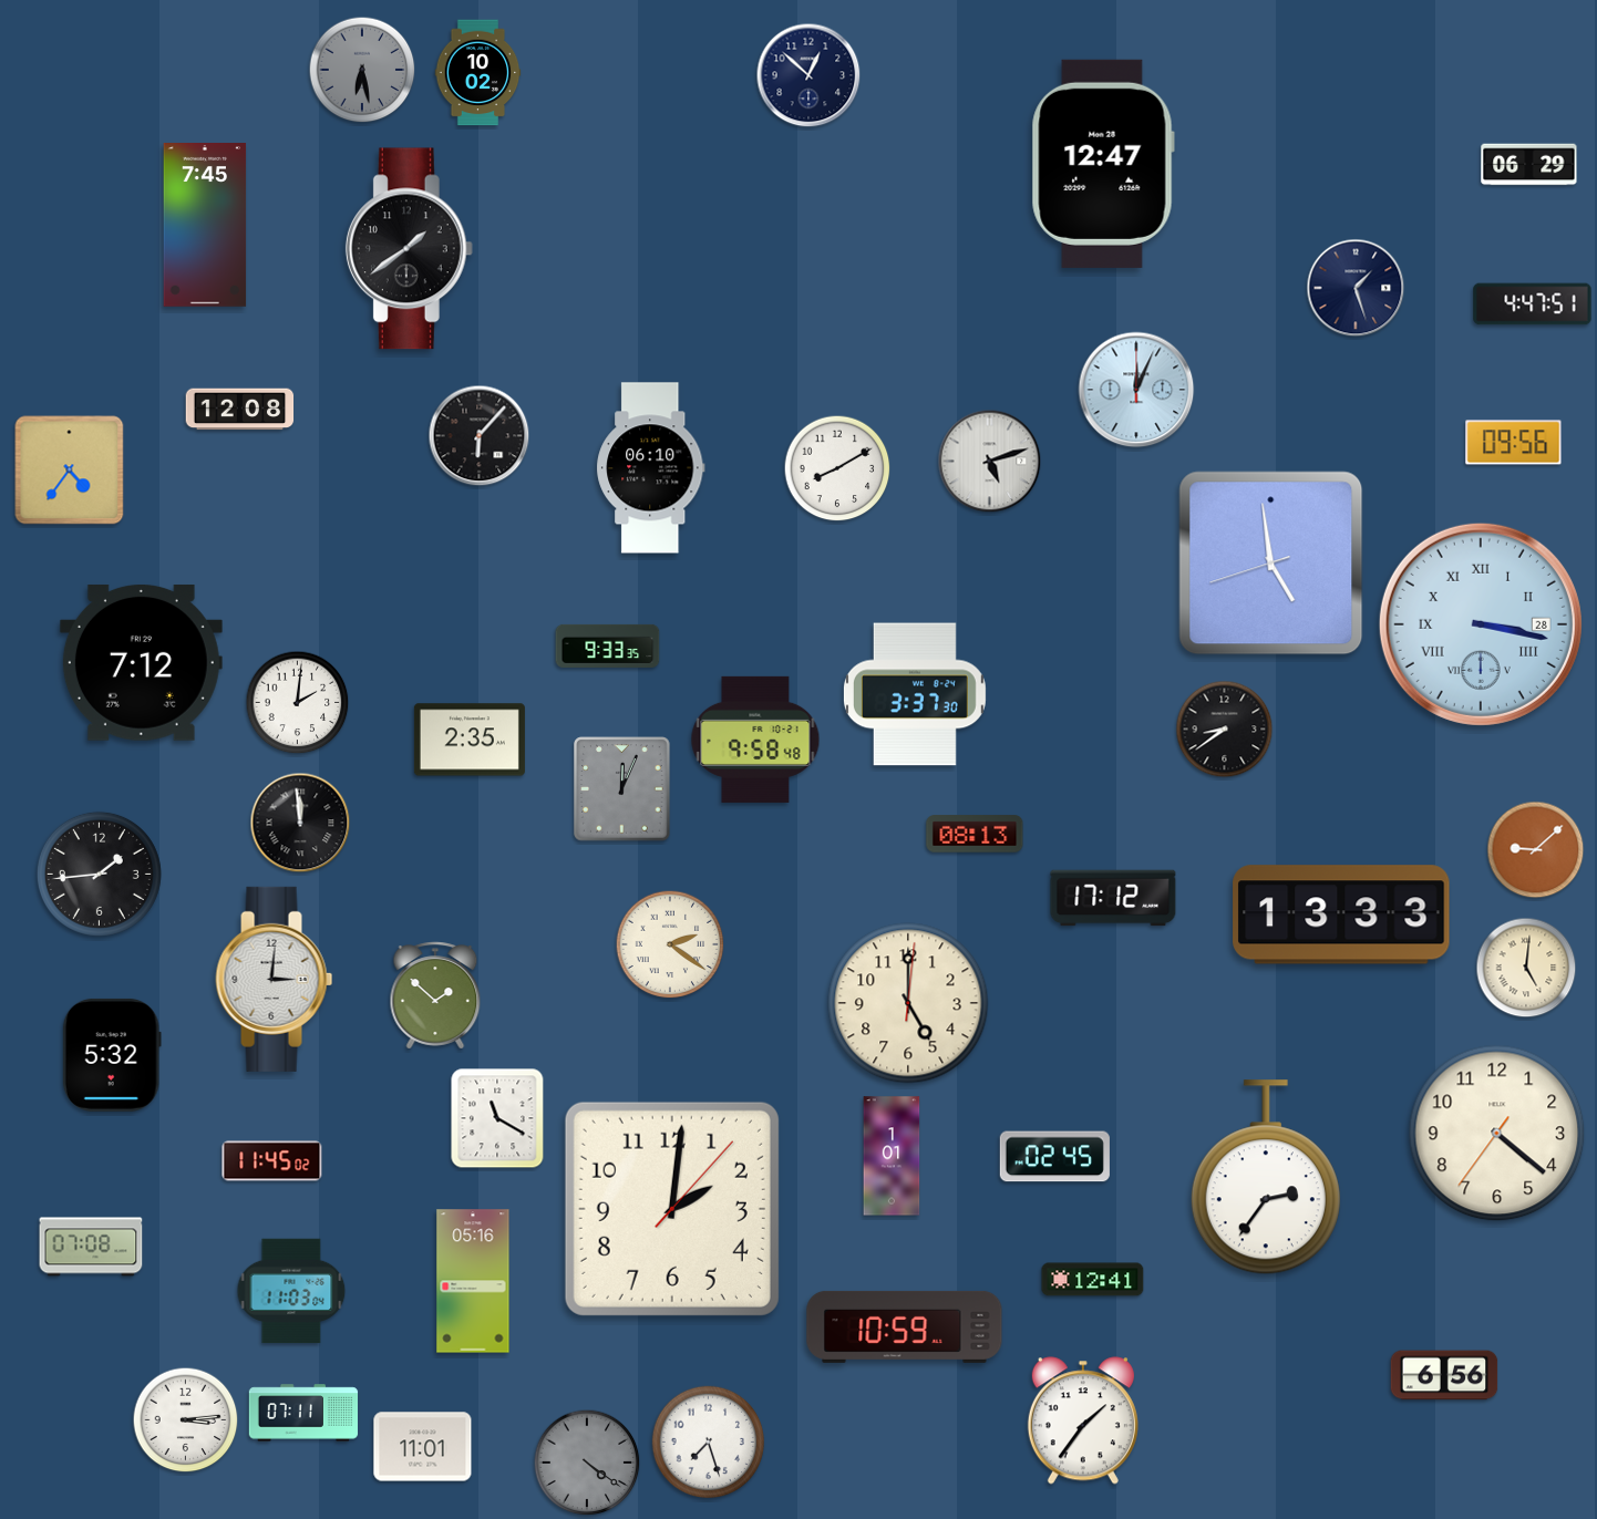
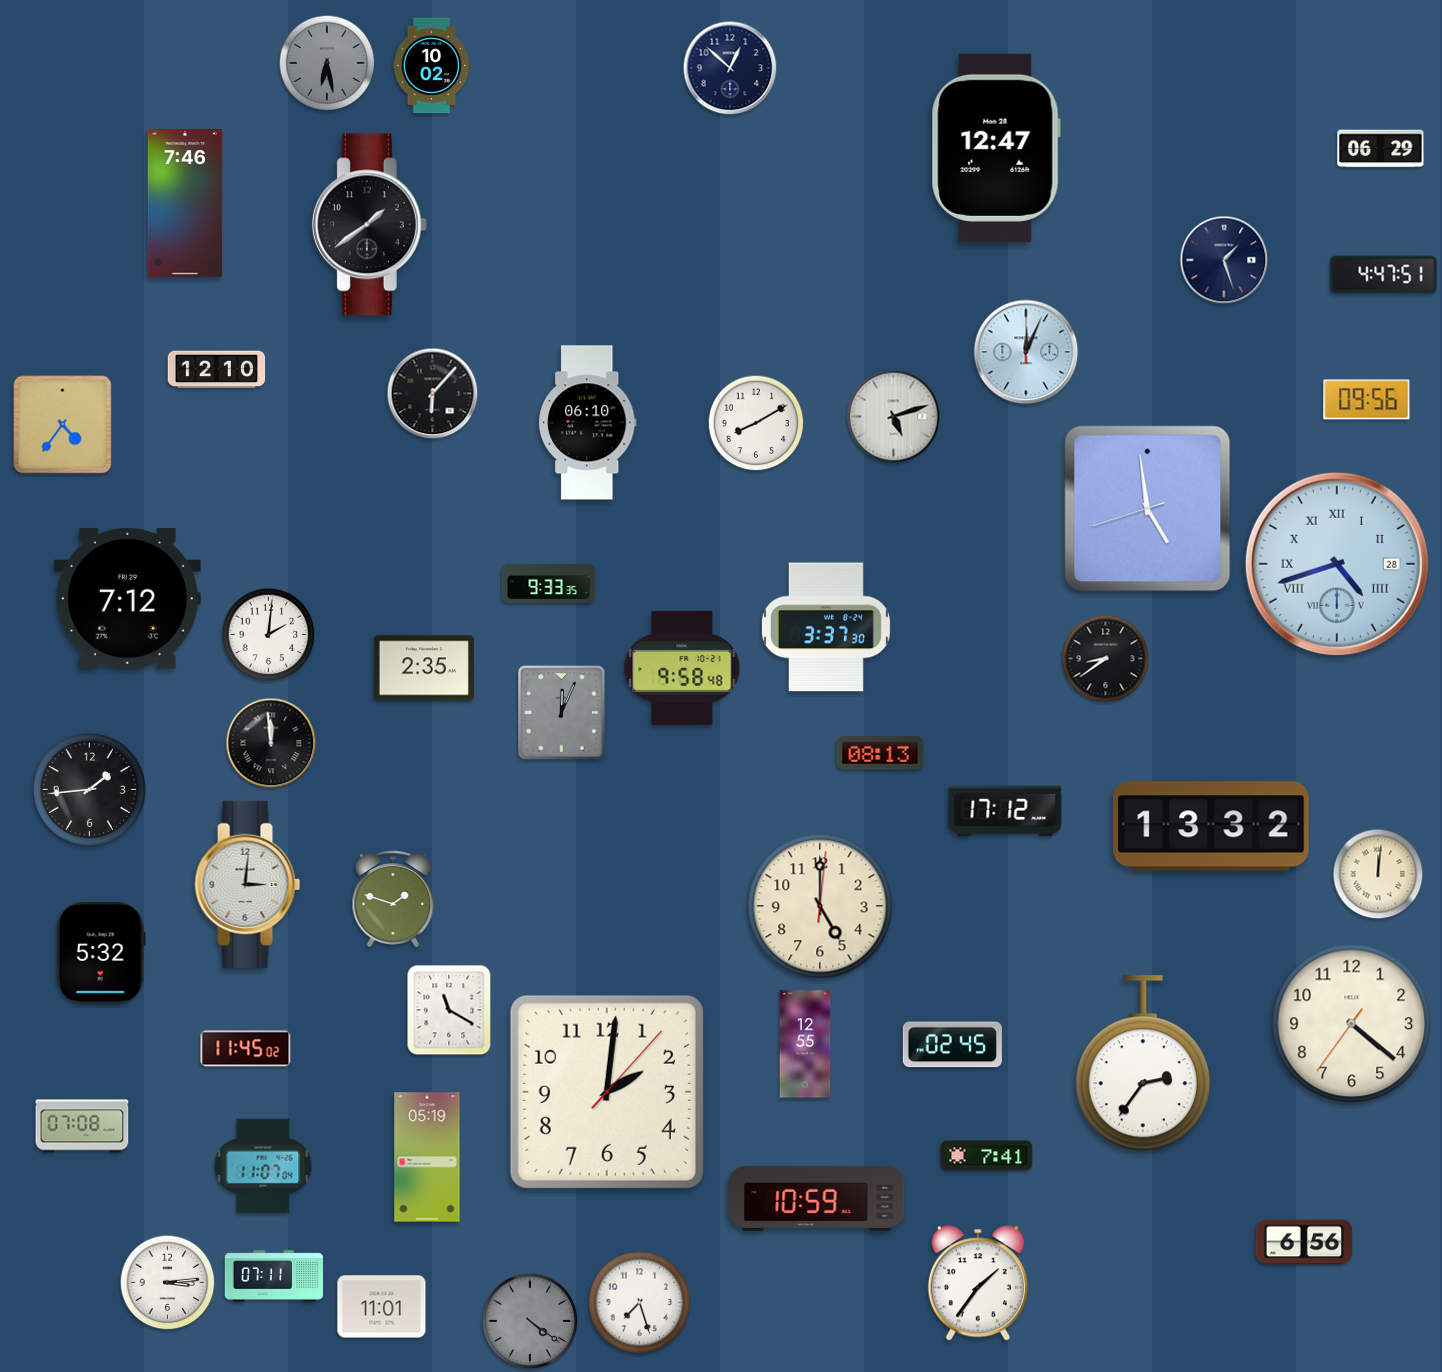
clock at (205, 226): 7:45 -> 7:46
clock at (240, 410): 12:08 -> 12:10
clock at (1481, 624): 3:17 -> 4:42
clock at (1536, 850): 9:08 -> none
clock at (1341, 914): 13:33 -> 13:32
clock at (670, 944): 2:21 -> none
clock at (1526, 968): 5:01 -> 12:01
clock at (435, 995): 1:52 -> 1:48
clock at (892, 1156): 1:01 -> 12:55
clock at (1093, 1280): 12:41 -> 7:41
clock at (473, 1281): 05:16 -> 05:19
clock at (291, 1291): 11:03 -> 11:07
